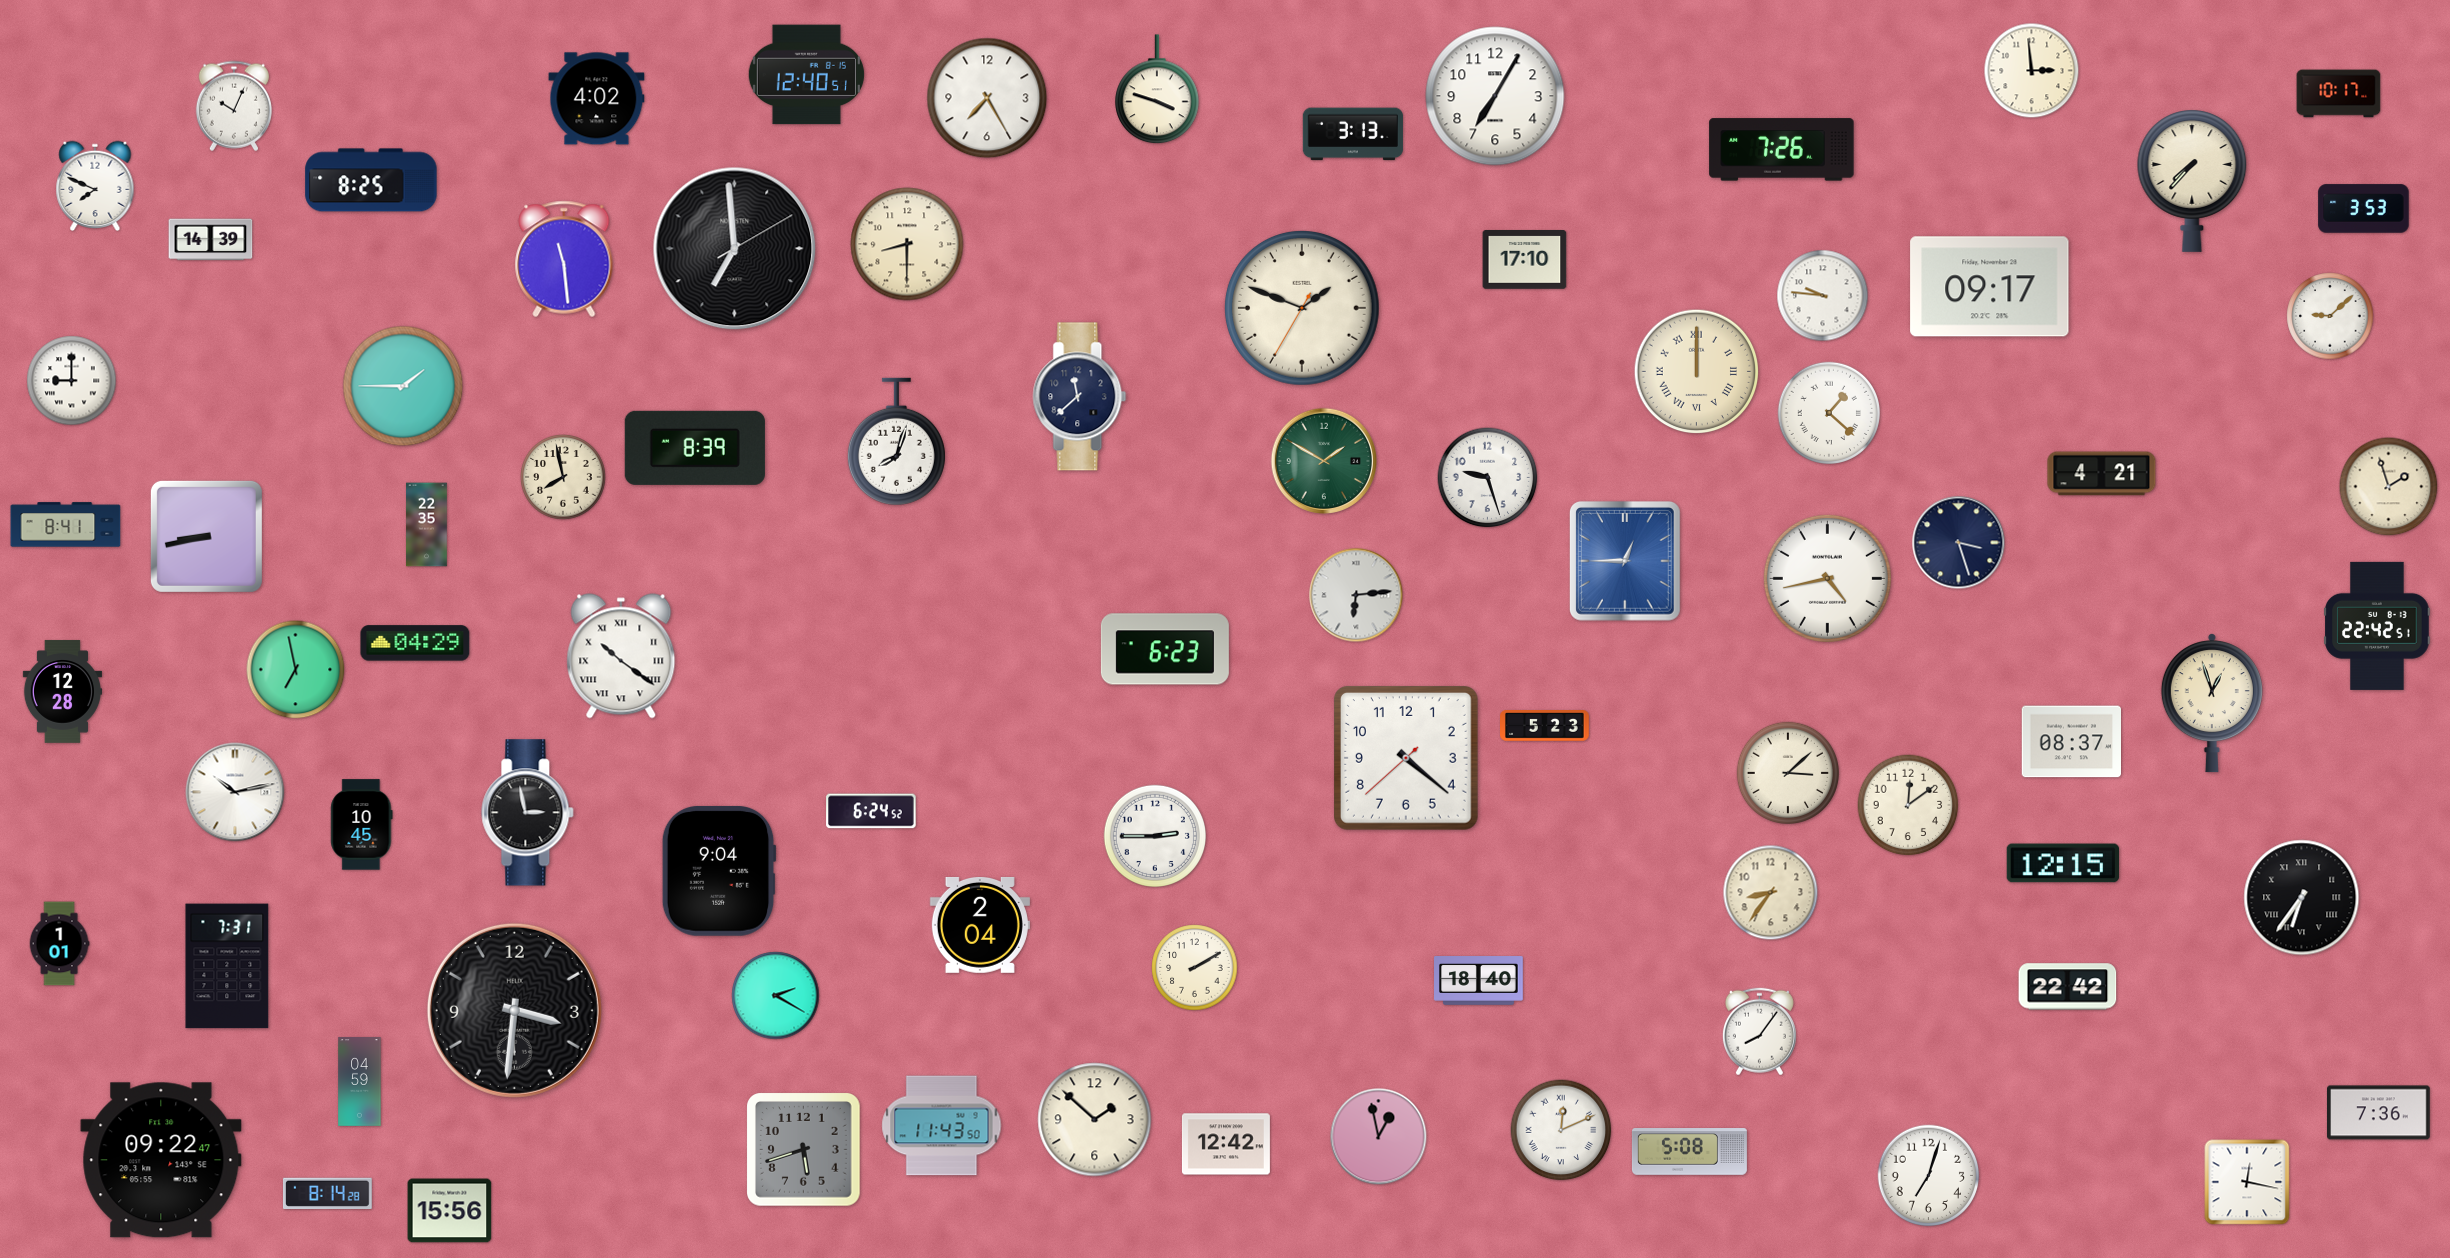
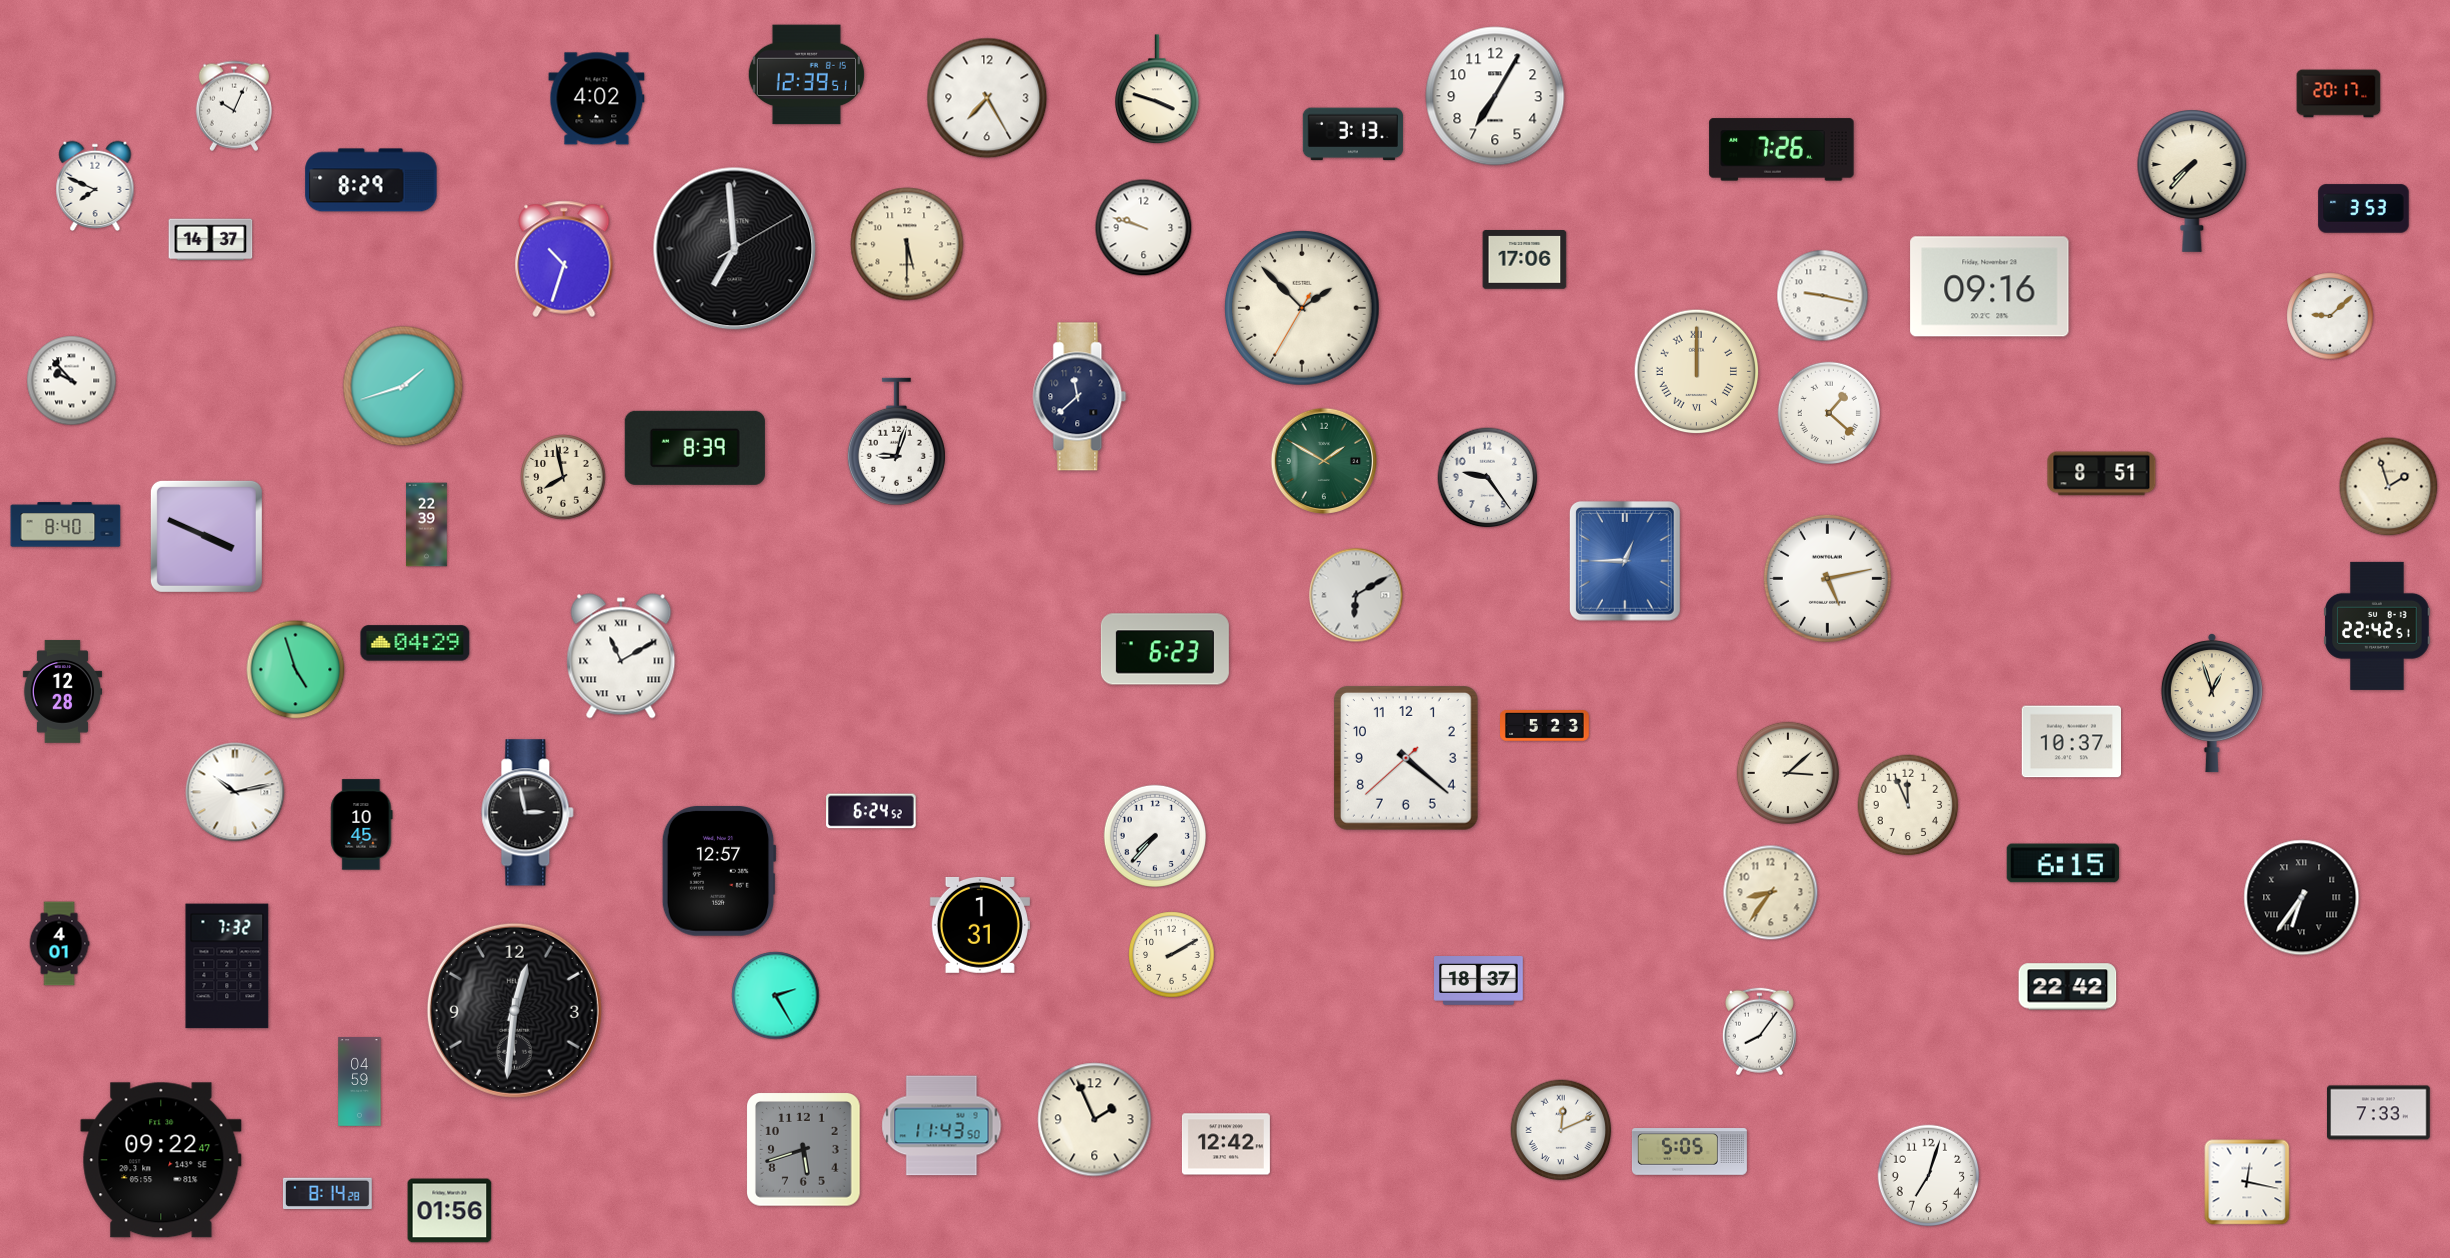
clock at (2032, 71): 2:59 -> none
clock at (806, 75): 12:40 -> 12:39
clock at (2339, 94): 10:17 -> 20:17
clock at (371, 180): 8:25 -> 8:29
clock at (1144, 228): none -> 9:48
clock at (211, 240): 14:39 -> 14:37
clock at (907, 244): 8:30 -> 5:30
clock at (564, 259): 11:29 -> 10:33
clock at (1525, 260): 17:10 -> 17:06
clock at (1990, 287): 09:17 -> 09:16
clock at (1823, 296): 9:46 -> 9:17
clock at (1303, 309): 1:48 -> 1:52
clock at (72, 381): 9:00 -> 9:53
clock at (403, 386): 1:45 -> 1:42
clock at (896, 442): 8:03 -> 9:03
clock at (2102, 474): 4:21 -> 8:51
clock at (1488, 478): 9:27 -> 9:24
clock at (66, 525): 8:41 -> 8:40
clock at (427, 525): 22:35 -> 22:39
clock at (206, 536): 8:43 -> 3:49
clock at (1959, 543): 3:27 -> none
clock at (1827, 578): 4:43 -> 5:13
clock at (1356, 595): 6:14 -> 6:10
clock at (621, 656): 10:21 -> 11:10
clock at (296, 670): 6:58 -> 4:57
clock at (2072, 742): 08:37 -> 10:37
clock at (1908, 805): 12:09 -> 11:56
clock at (1154, 835): 2:45 -> 7:37
clock at (2063, 863): 12:15 -> 6:15
clock at (719, 871): 9:04 -> 12:57
clock at (980, 925): 2:04 -> 1:31
clock at (59, 944): 1:01 -> 4:01
clock at (227, 966): 7:31 -> 7:32
clock at (1195, 968) position: (1195, 968) -> (1172, 955)
clock at (1479, 981): 18:40 -> 18:37
clock at (776, 996): 2:20 -> 2:25
clock at (514, 1010): 3:31 -> 12:31
clock at (2379, 1113): 7:36 -> 7:33
clock at (1095, 1120): 1:52 -> 1:56
clock at (1379, 1137): 12:58 -> none
clock at (1689, 1152): 5:08 -> 5:05
clock at (450, 1211): 15:56 -> 01:56
